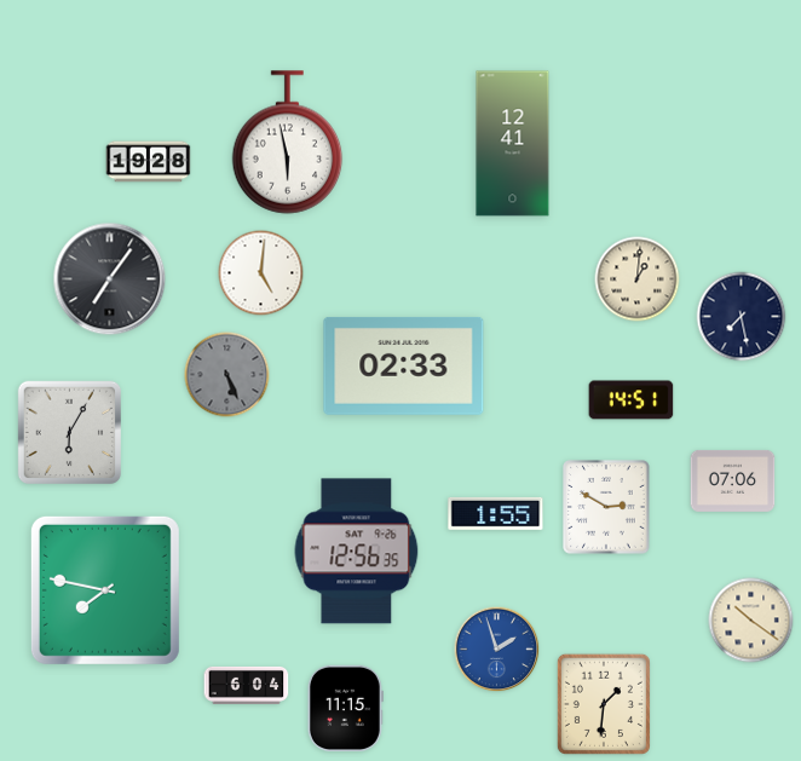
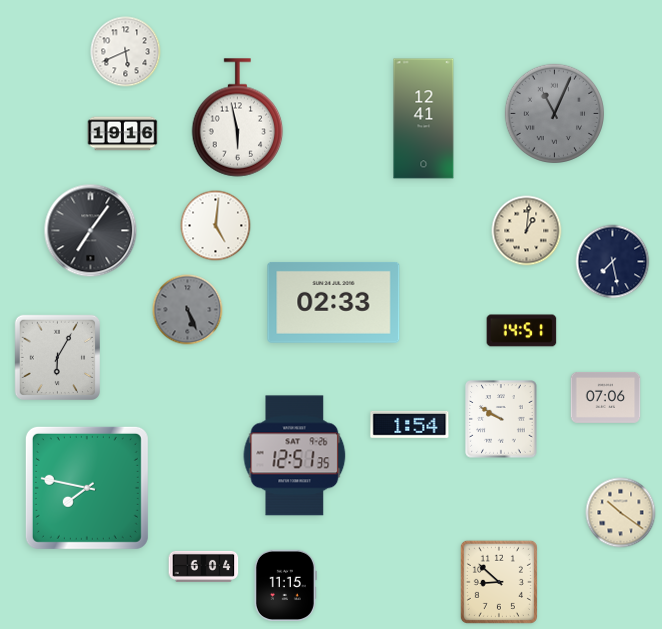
clock at (126, 52): none -> 5:41
clock at (554, 113): none -> 11:04
clock at (149, 162): 19:28 -> 19:16
clock at (606, 507): 2:50 -> 9:50
clock at (496, 513): 1:55 -> 1:54
clock at (357, 552): 12:56 -> 12:51
clock at (497, 650): 1:57 -> none
clock at (604, 704): 1:31 -> 8:52
